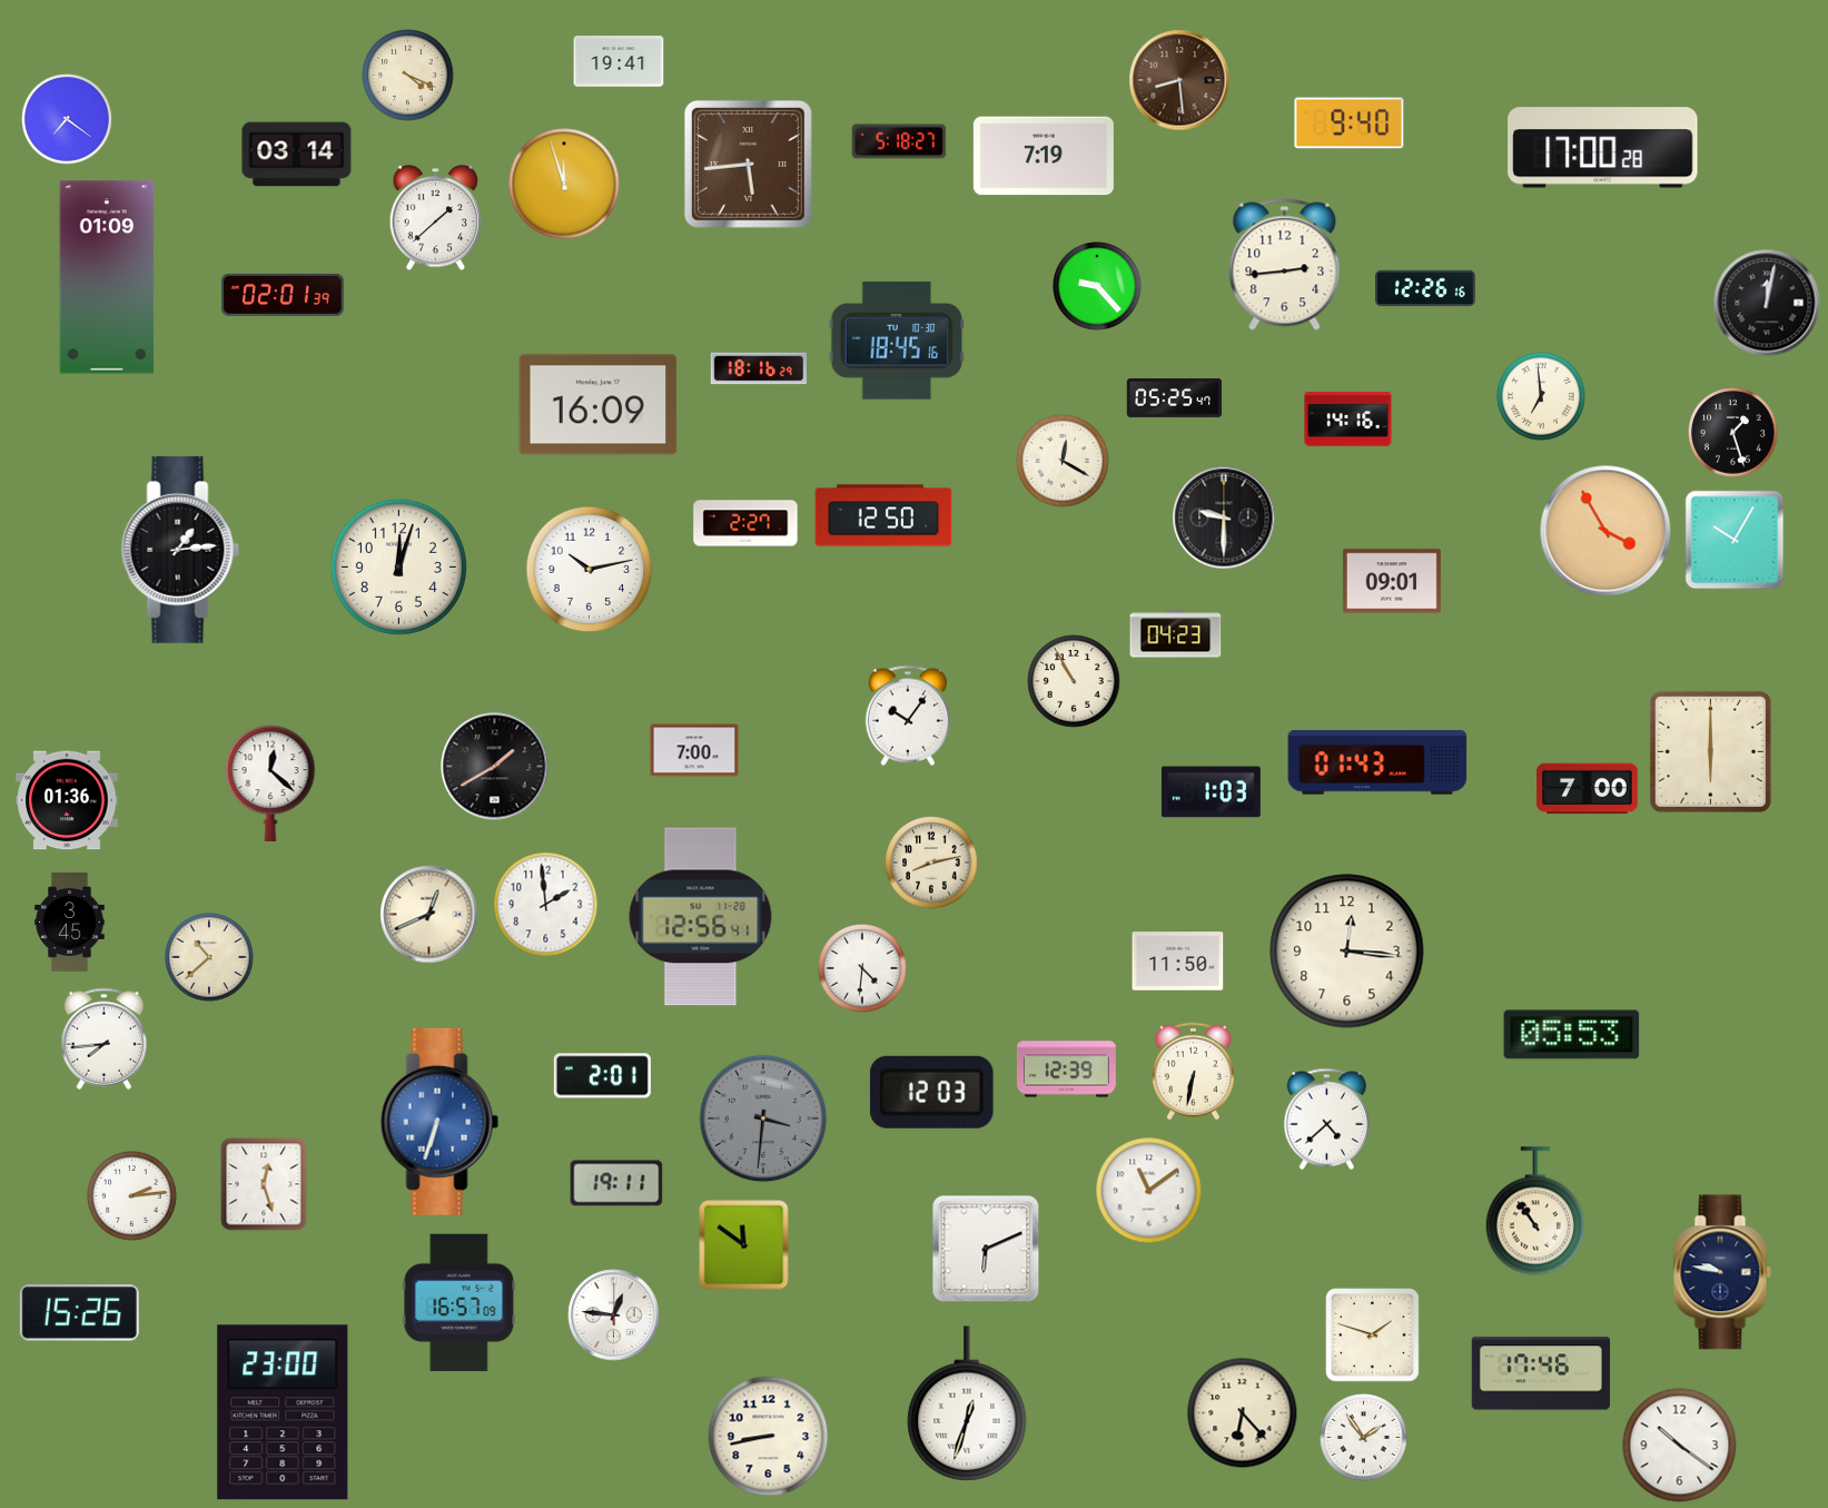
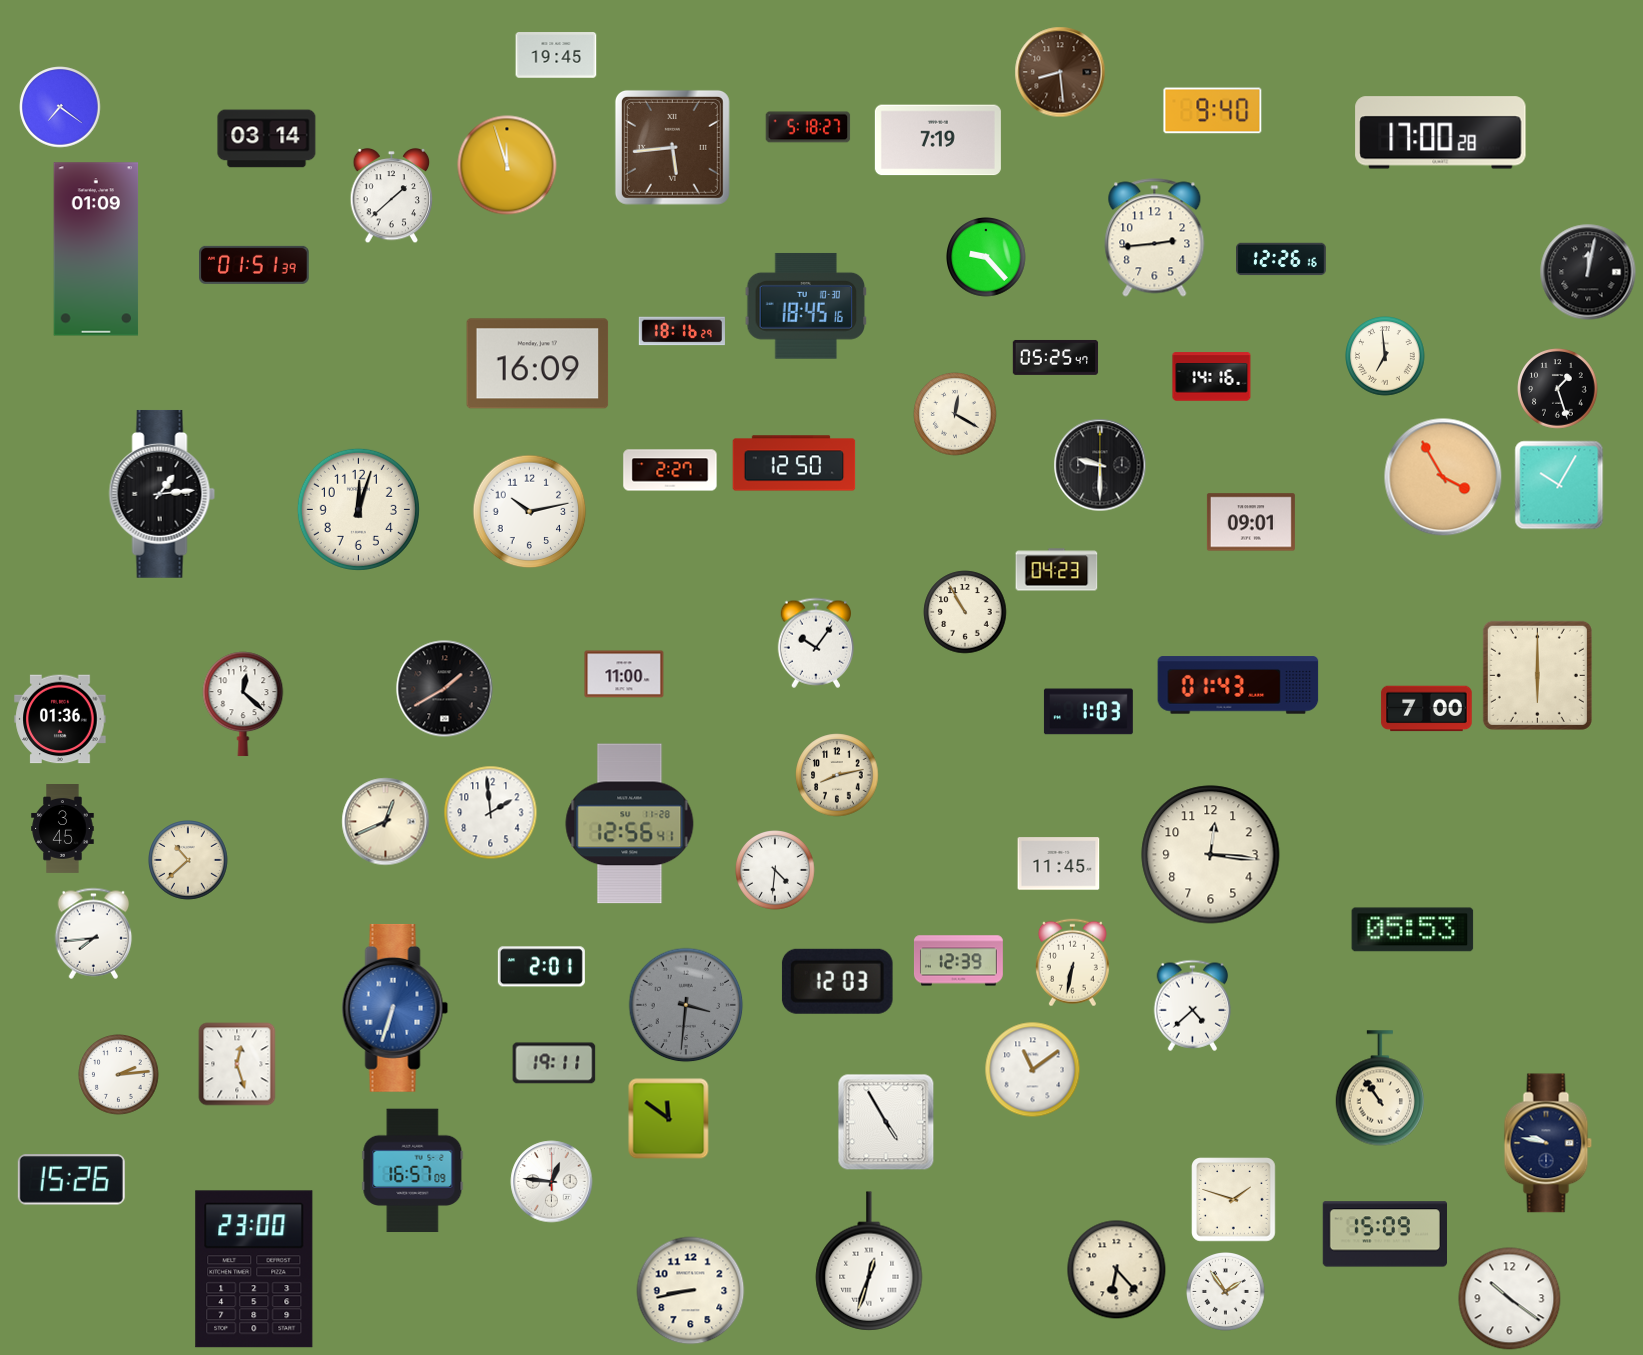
clock at (619, 61): 19:41 -> 19:45
clock at (408, 76): 4:19 -> none
clock at (284, 295): 02:01 -> 01:51
clock at (694, 750): 7:00 -> 11:00
clock at (1178, 962): 11:50 -> 11:45
clock at (986, 1249): 6:11 -> 4:55
clock at (1540, 1373): 17:46 -> 15:09
